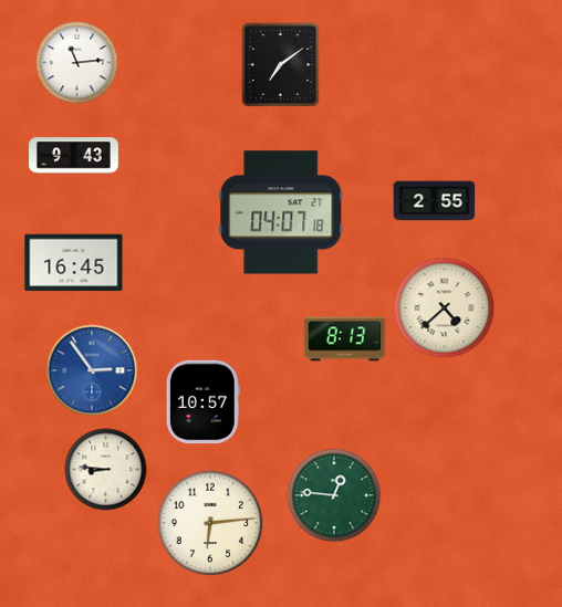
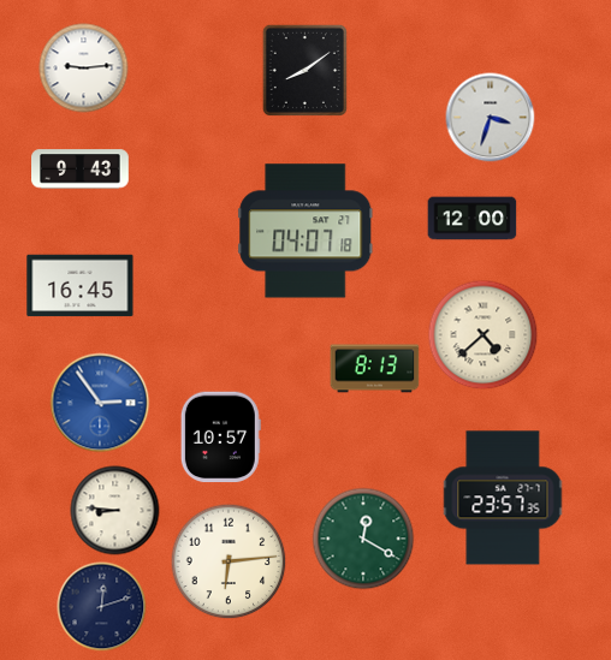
clock at (77, 63): 11:14 -> 9:14
clock at (280, 64): 7:09 -> 8:09
clock at (491, 118): none -> 3:33
clock at (435, 201): 2:55 -> 12:00
clock at (503, 498): none -> 23:57
clock at (334, 495): 12:46 -> 12:20
clock at (210, 523) position: (210, 523) -> (229, 561)
clock at (102, 607): none -> 12:12
